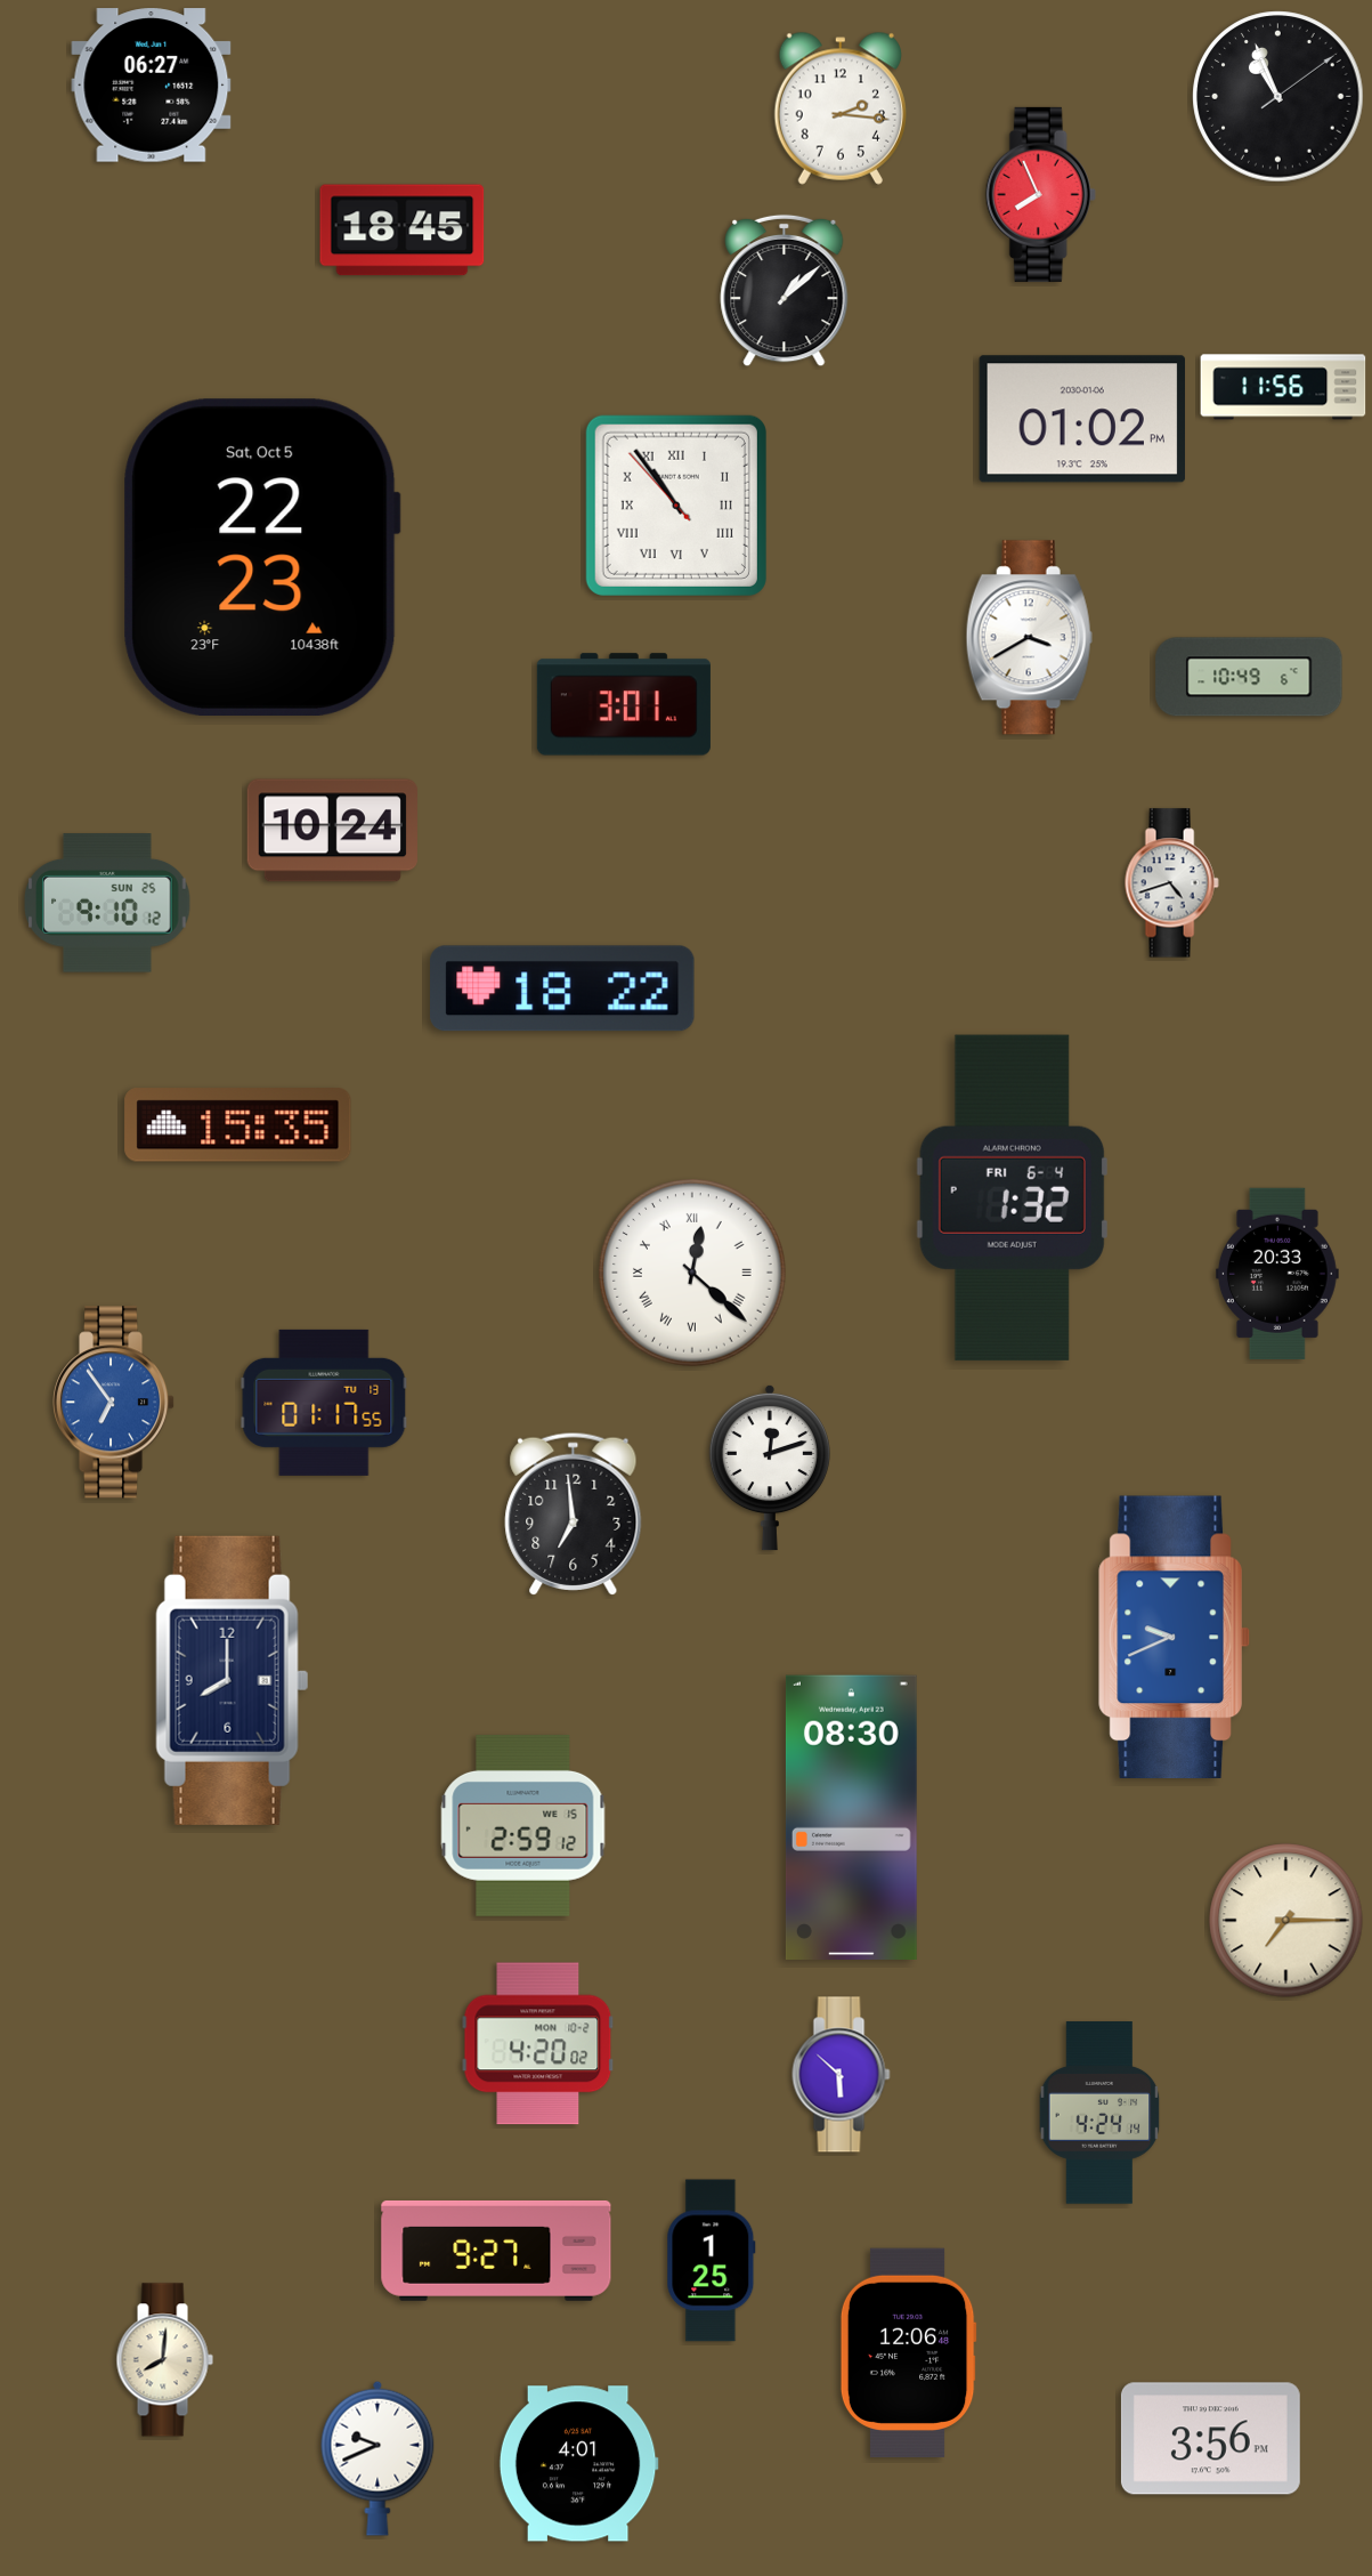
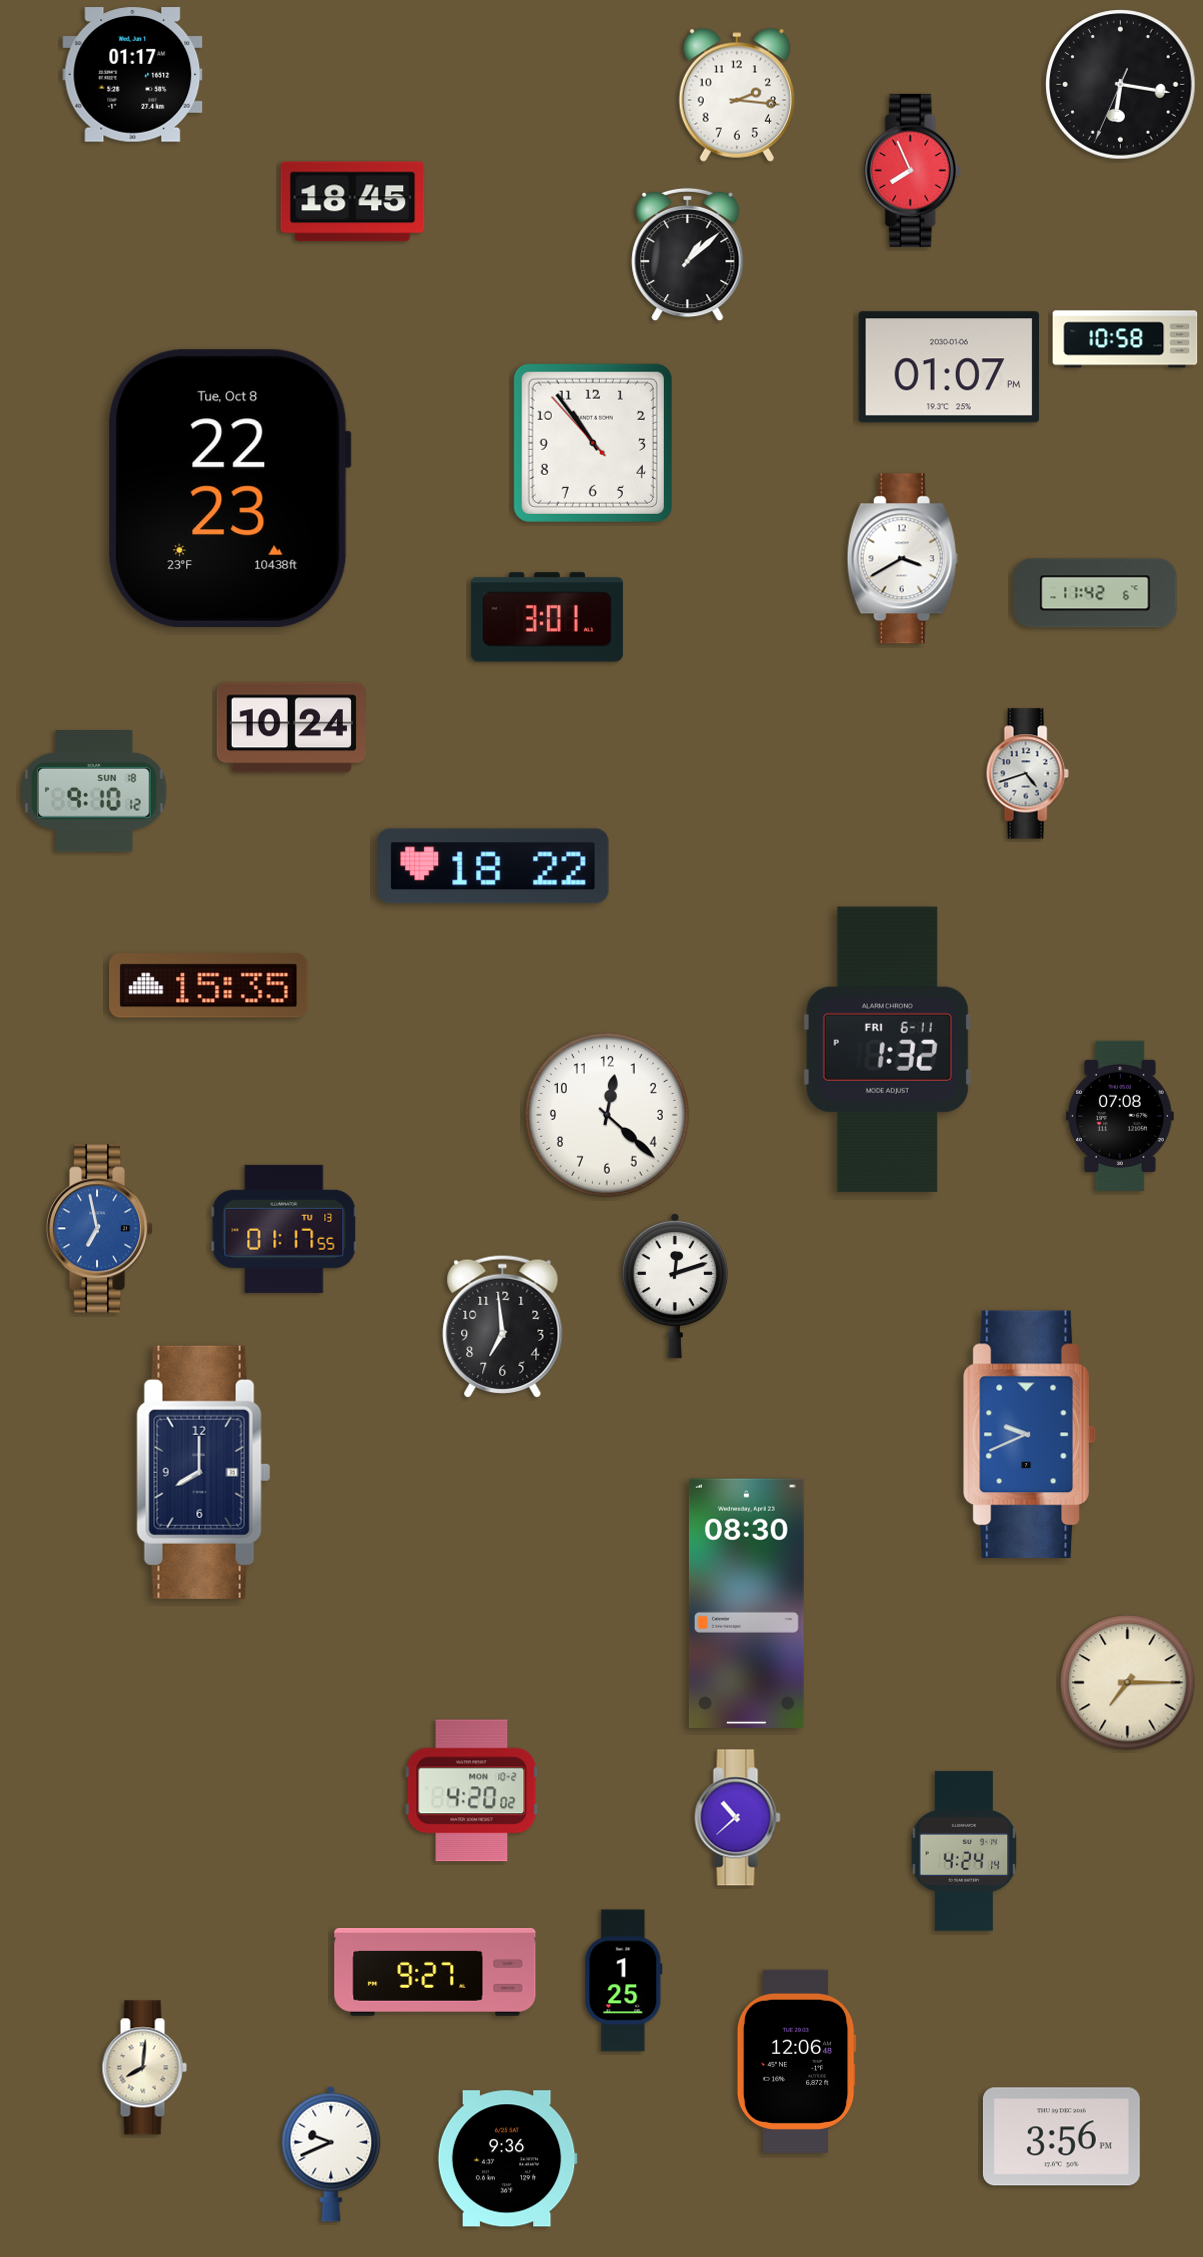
clock at (152, 86): 06:27 -> 01:17
clock at (1278, 97): 10:56 -> 6:16
clock at (1283, 387): 11:56 -> 10:58
clock at (1081, 419): 01:02 -> 01:07
clock at (676, 506) numerals: Roman -> Arabic
clock at (261, 557) date: Sat, Oct 5 -> Tue, Oct 8
clock at (1249, 677): 10:49 -> 11:42
clock at (107, 903) date: SUN 25 -> SUN 18
clock at (1012, 1197) date: FRI 6-4 -> FRI 6-11
clock at (692, 1273) numerals: Roman -> Arabic
clock at (1277, 1274): 20:33 -> 07:08
clock at (115, 1403): 6:54 -> 6:58
clock at (851, 1817) position: (851, 1817) -> (746, 1603)
clock at (523, 1826): 2:59 -> none
clock at (842, 2075): 5:52 -> 10:38
clock at (578, 2464): 4:01 -> 9:36
